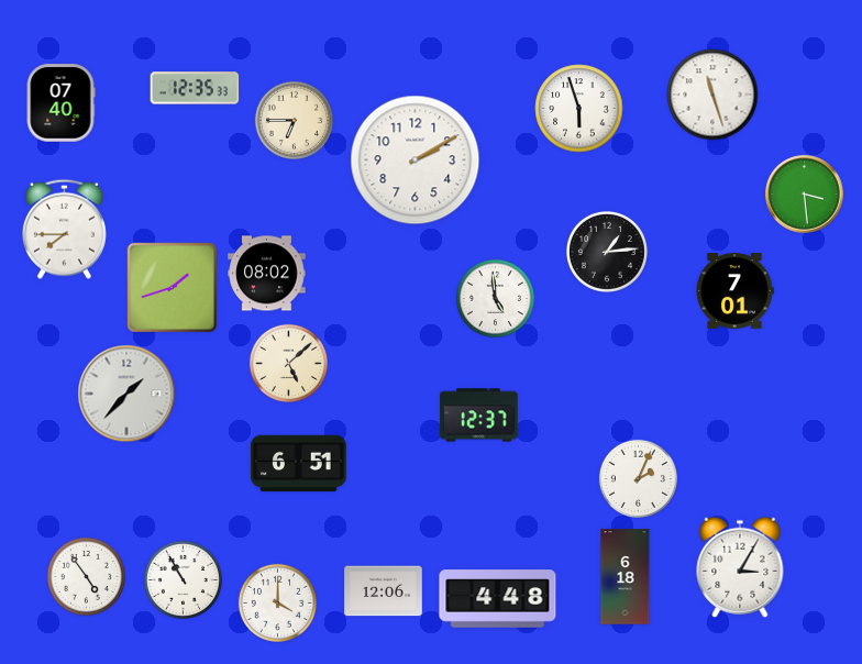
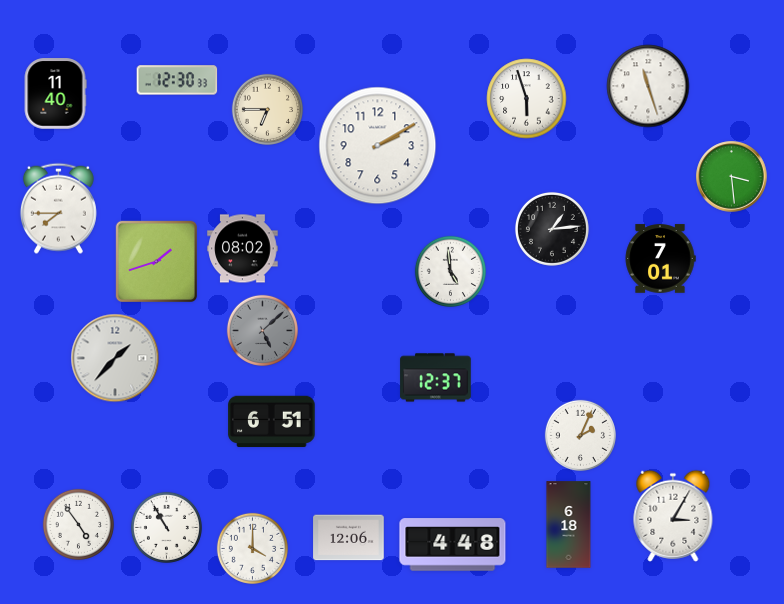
clock at (195, 88): 12:35 -> 12:30
clock at (60, 103): 07:40 -> 11:40
clock at (734, 291) position: (734, 291) -> (660, 259)
clock at (288, 363) dial: cream -> grey
